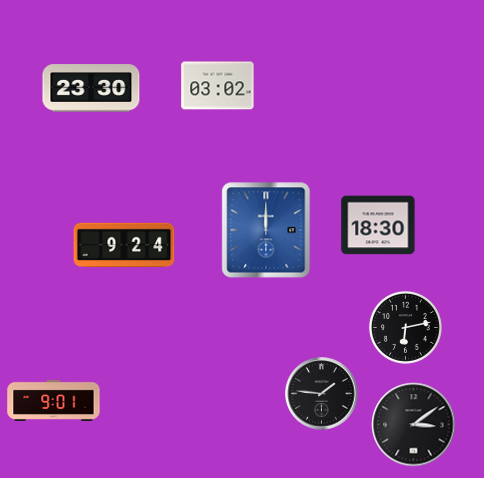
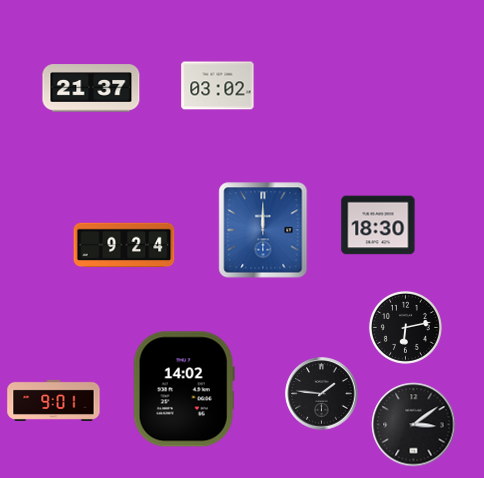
clock at (91, 88): 23:30 -> 21:37
clock at (266, 230) position: (266, 230) -> (263, 230)
clock at (184, 389): none -> 14:02
